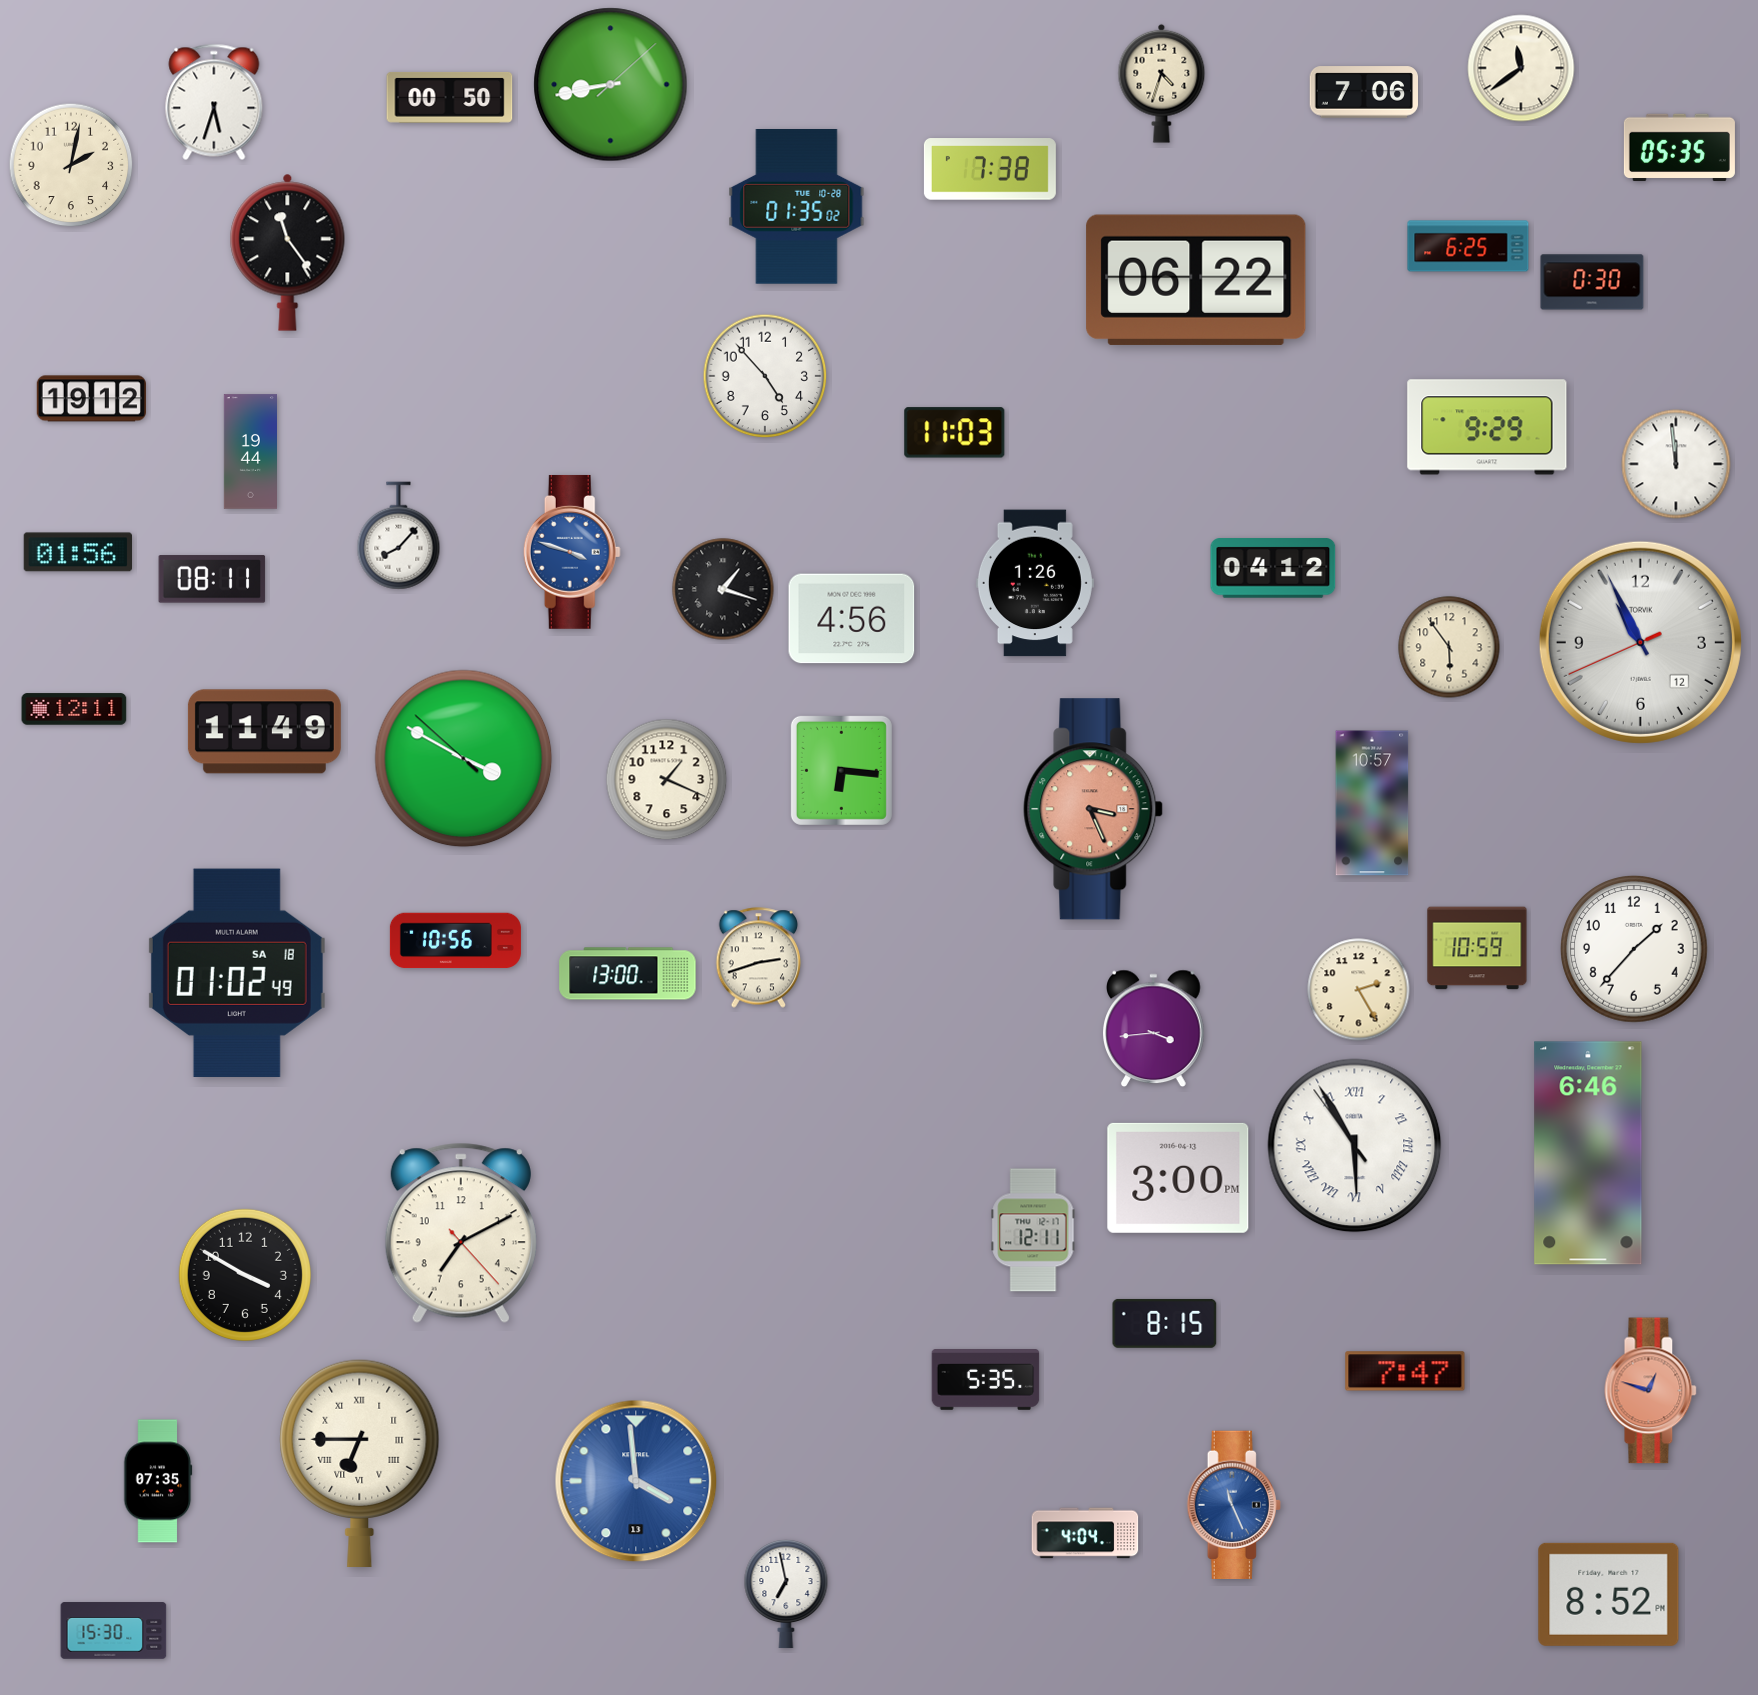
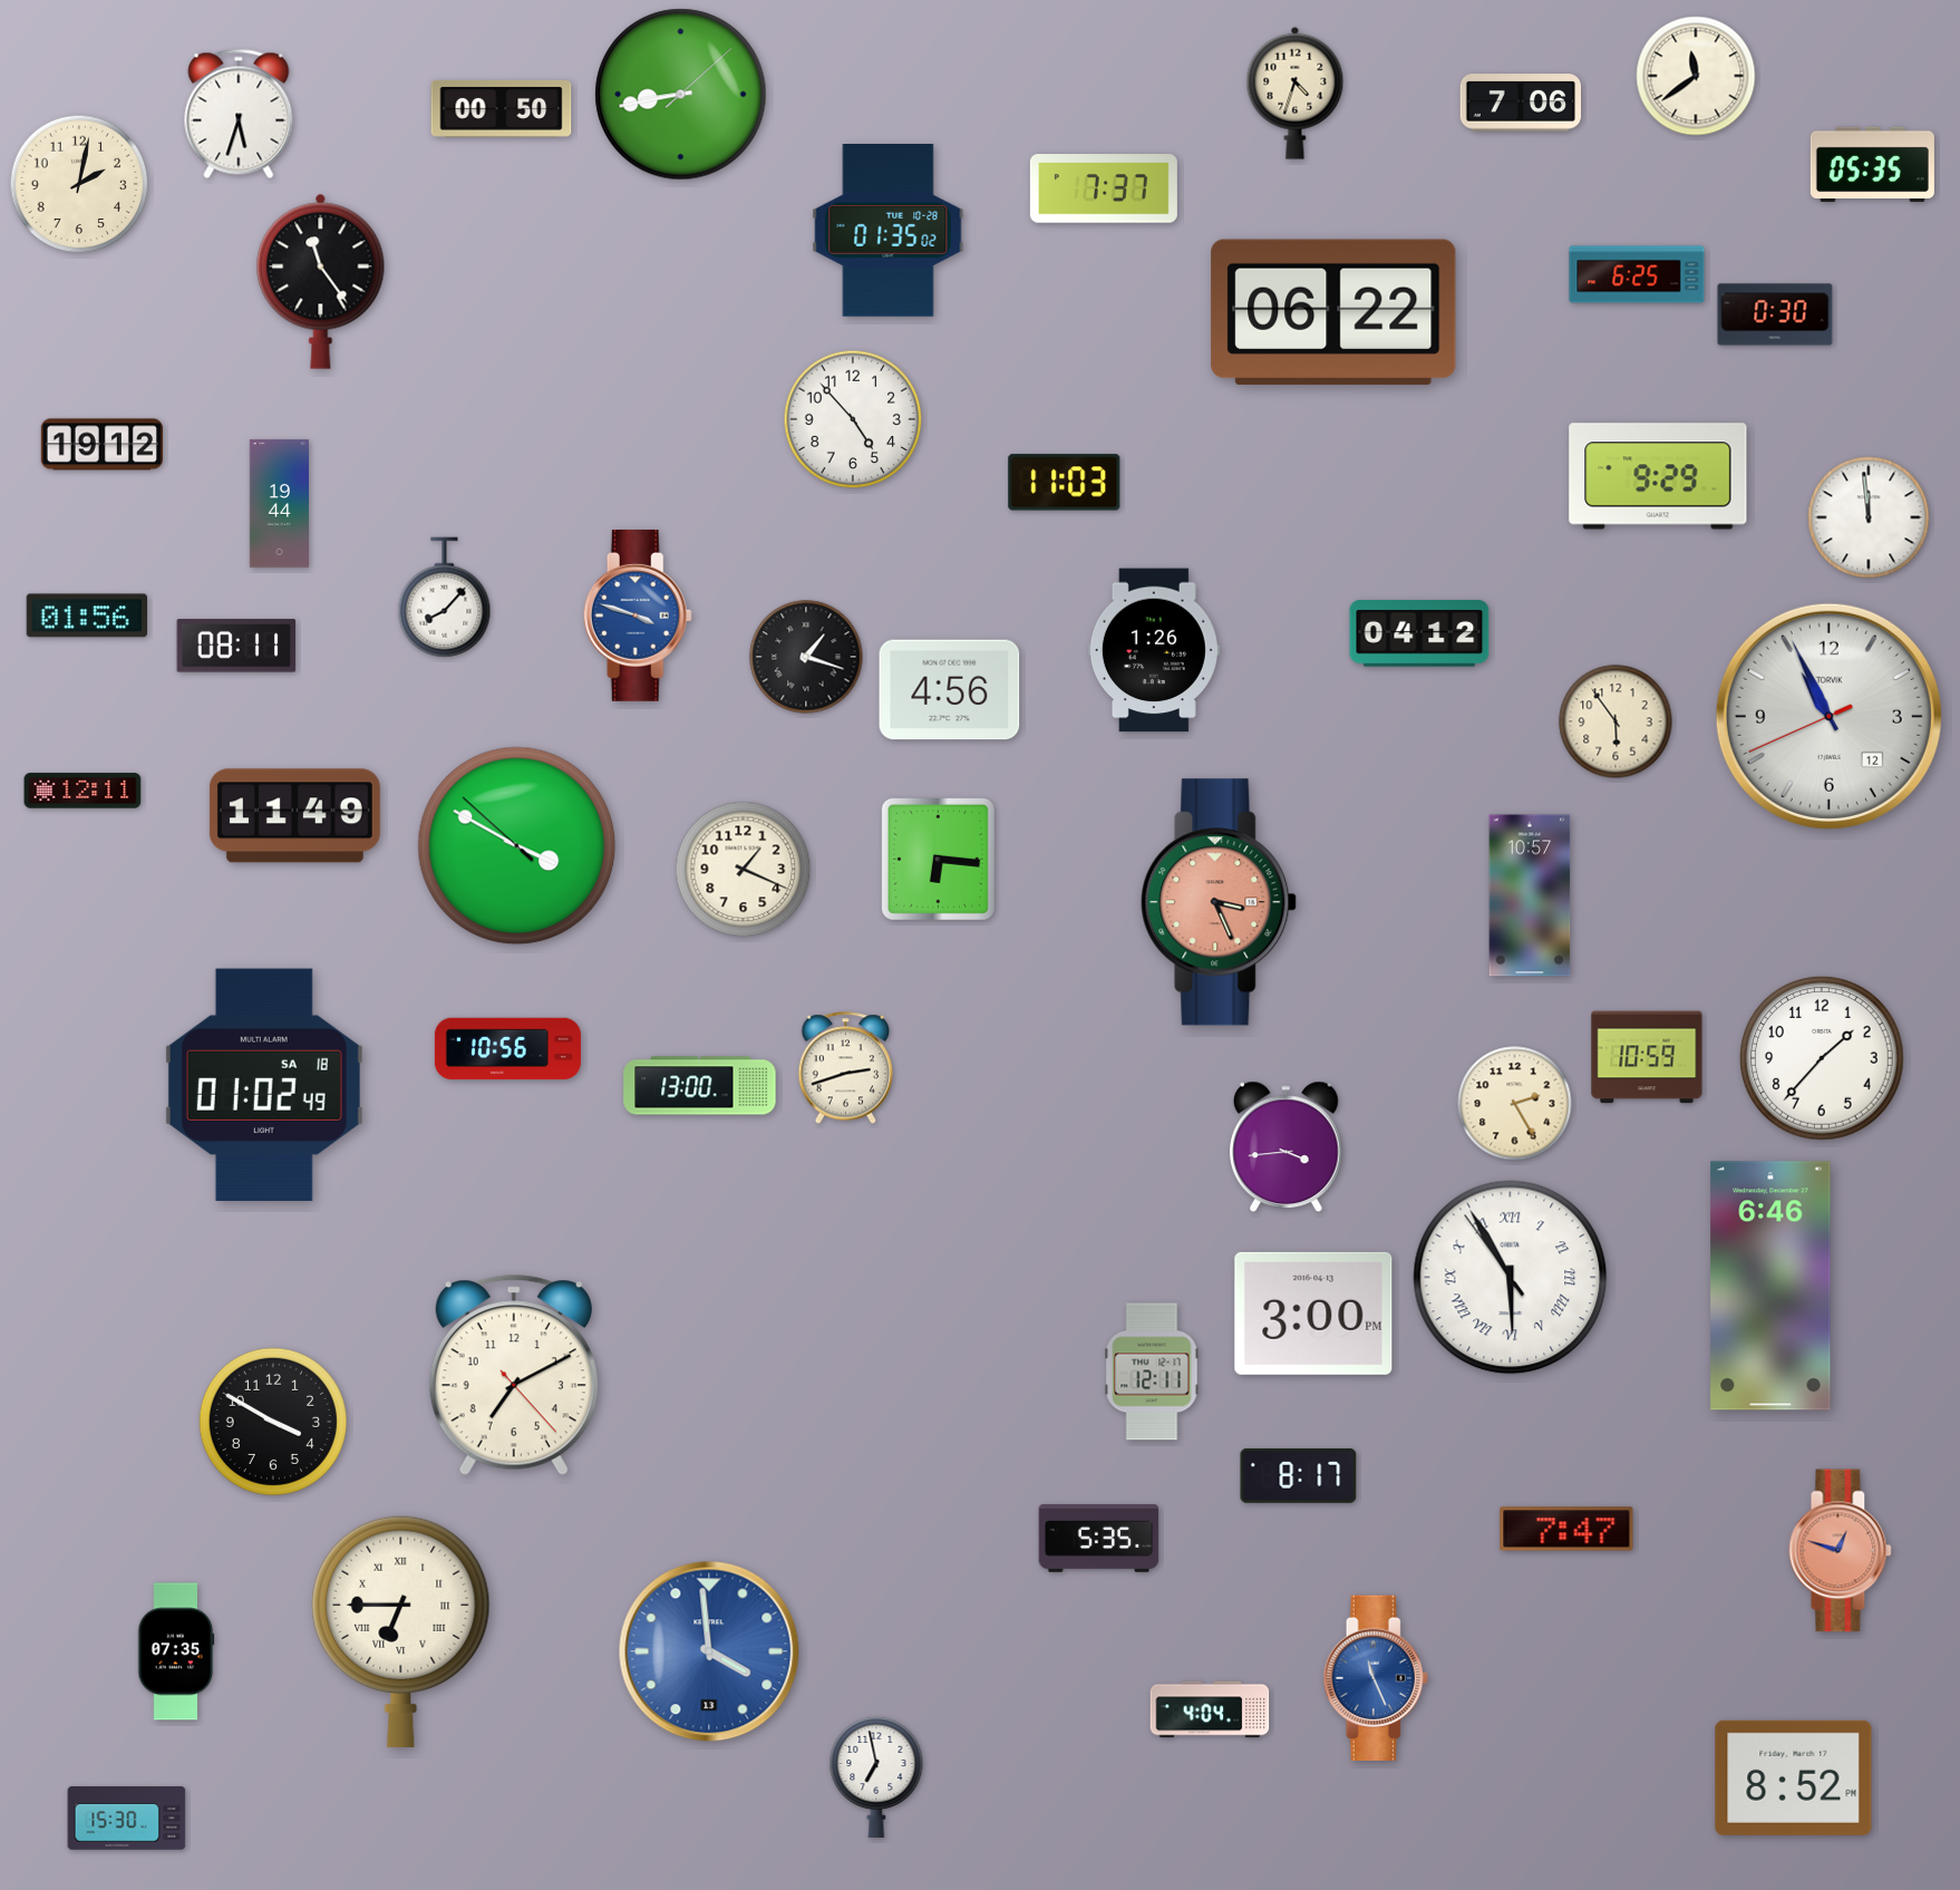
clock at (990, 169): 7:38 -> 7:37
clock at (1165, 1323): 8:15 -> 8:17
